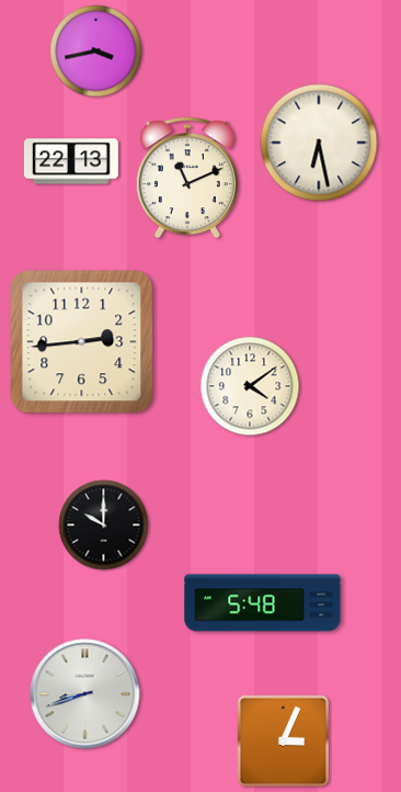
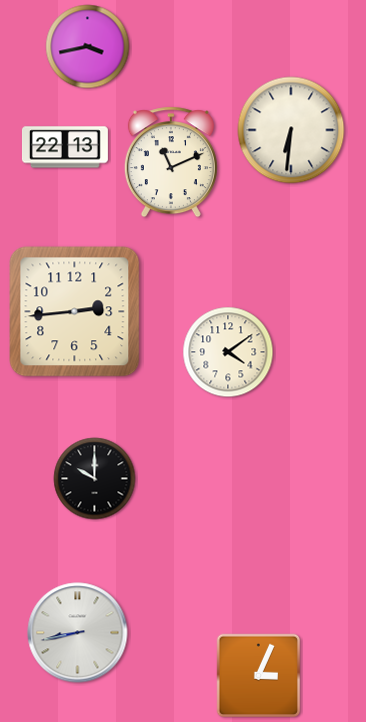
clock at (319, 143): 6:28 -> 6:31
clock at (263, 603): 5:48 -> none
clock at (85, 694): 8:42 -> 8:43
